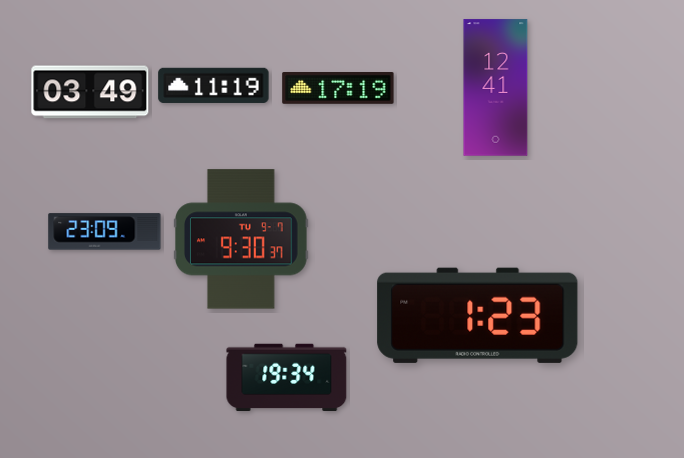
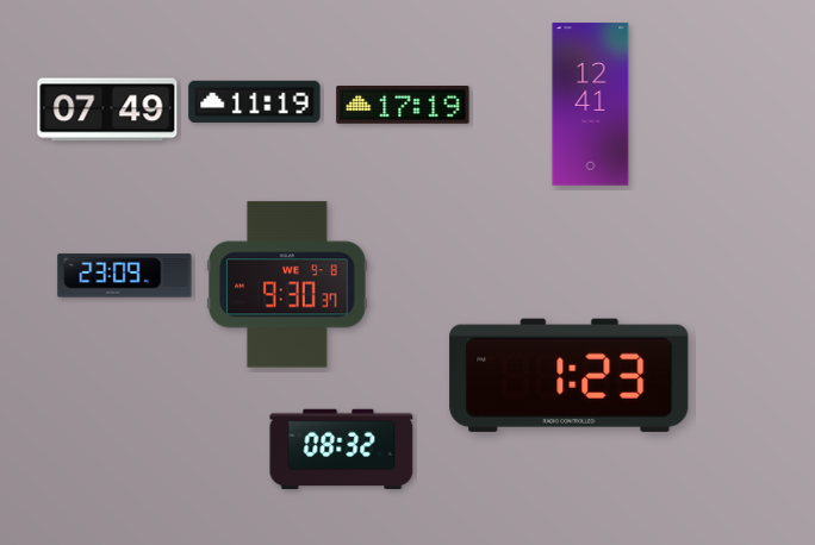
clock at (90, 92): 03:49 -> 07:49
clock at (242, 239) date: TU 9-7 -> WE 9-8
clock at (287, 377): 19:34 -> 08:32
